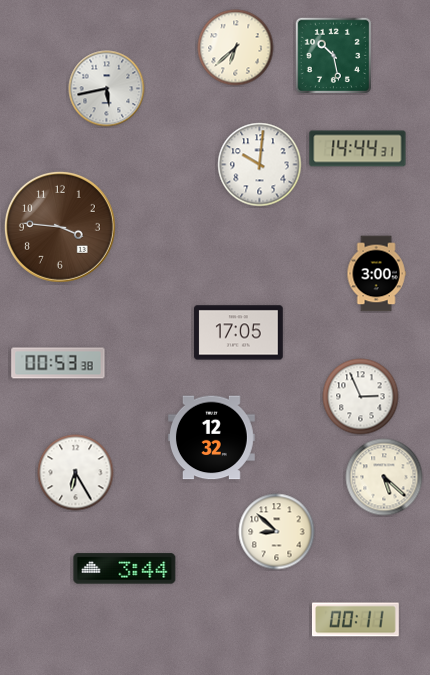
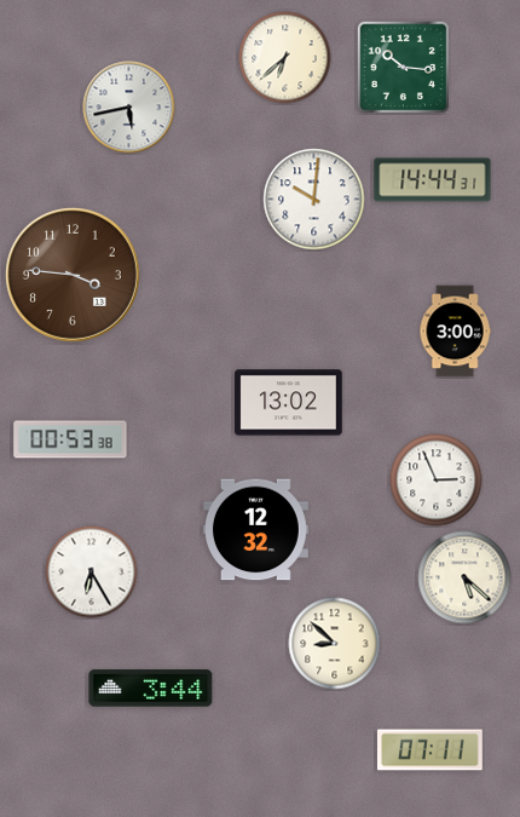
clock at (333, 55): 10:28 -> 10:16
clock at (239, 333): 17:05 -> 13:02
clock at (355, 620): 00:11 -> 07:11
